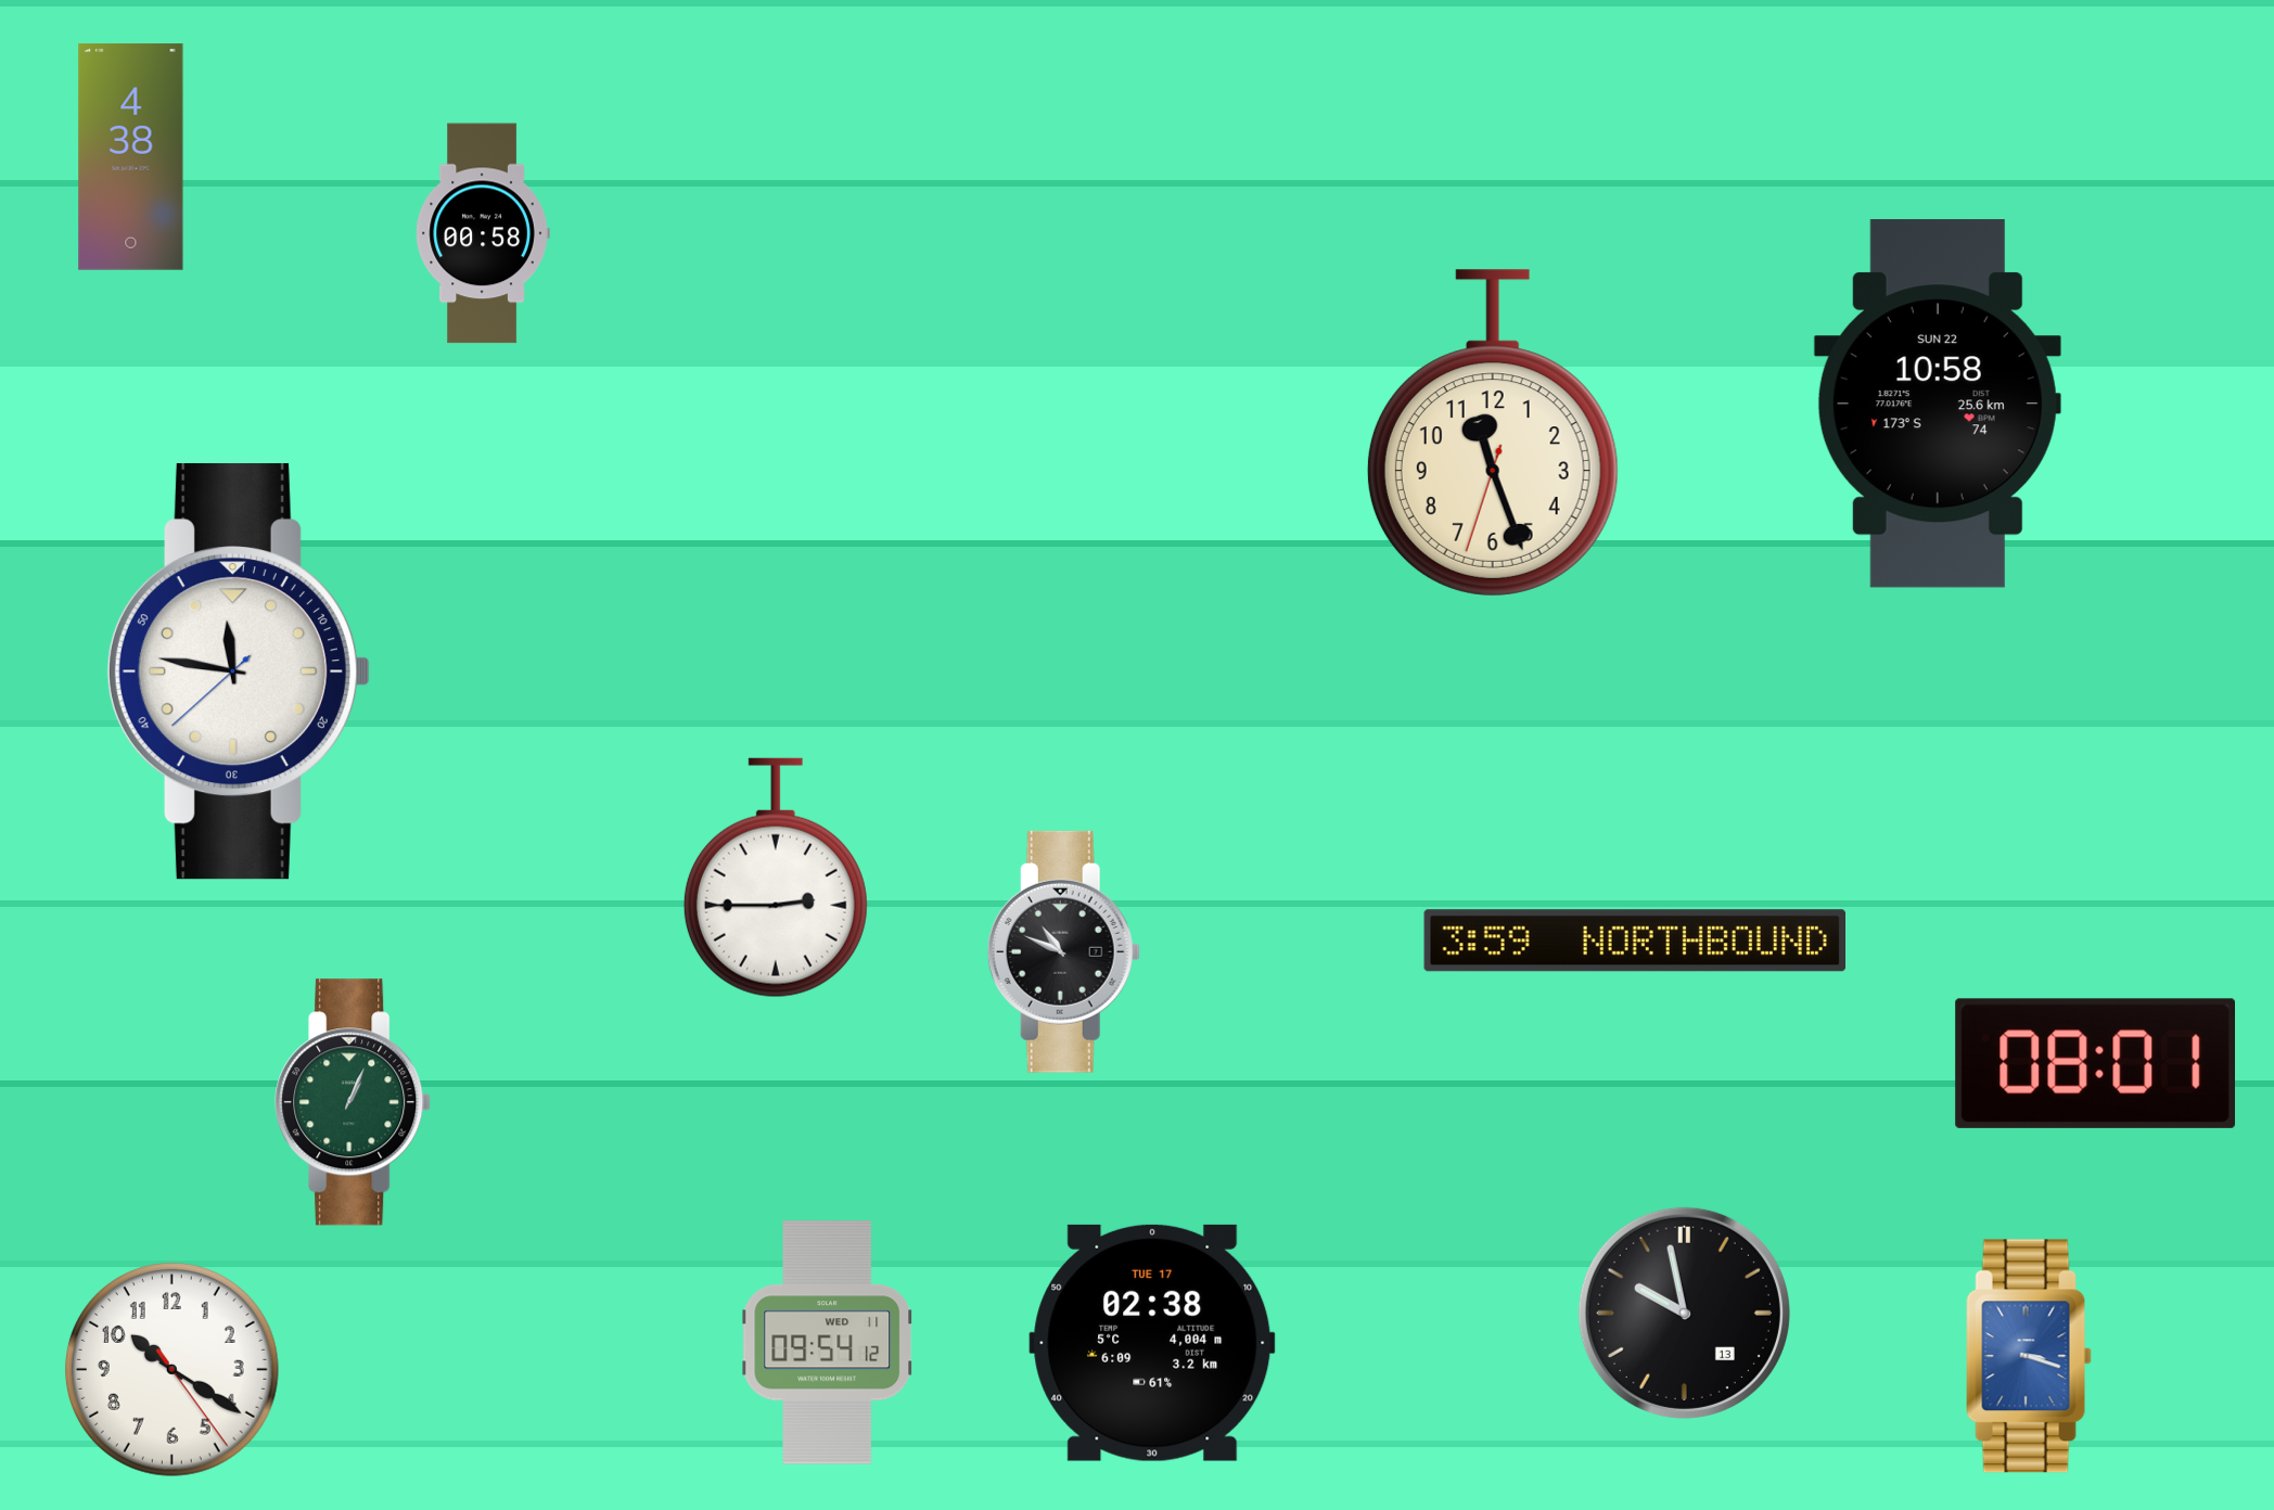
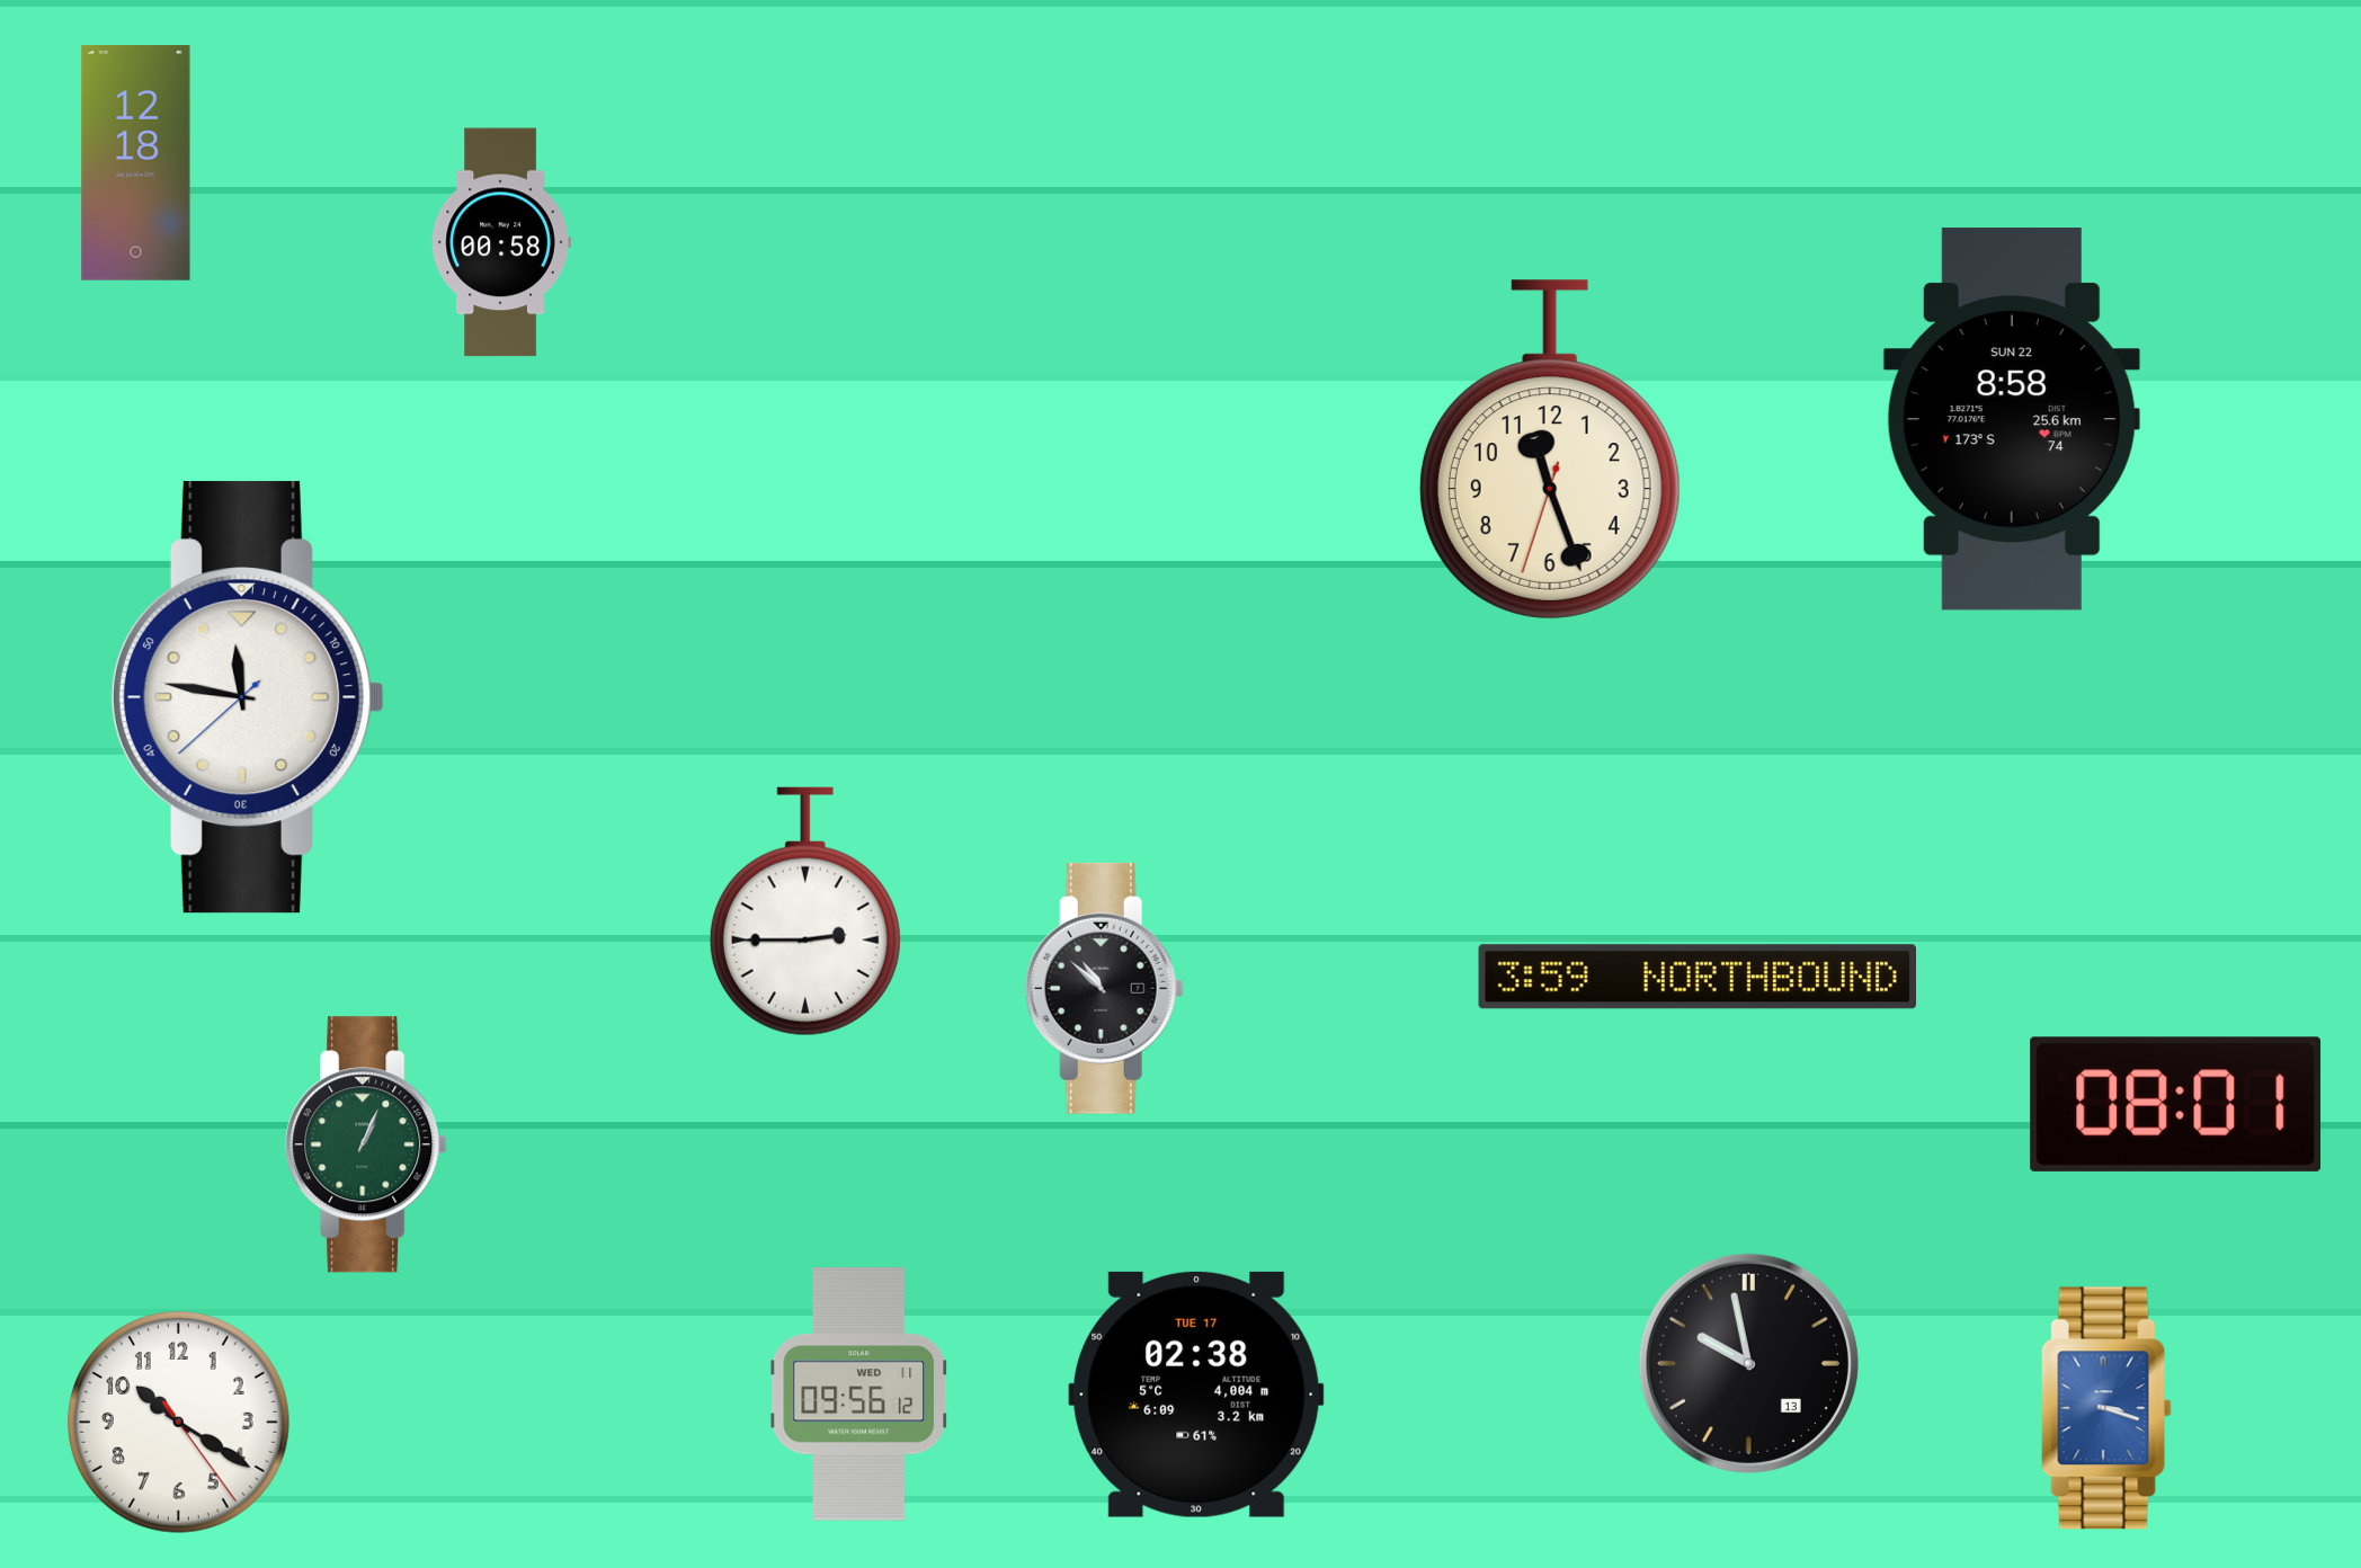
clock at (131, 157): 4:38 -> 12:18
clock at (1938, 404): 10:58 -> 8:58
clock at (1063, 951): 10:49 -> 10:52
clock at (828, 1343): 09:54 -> 09:56
